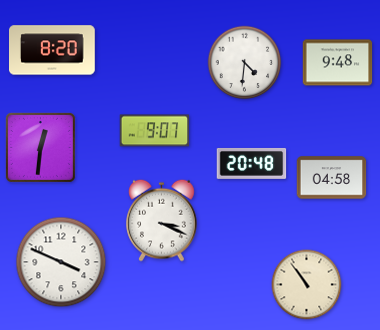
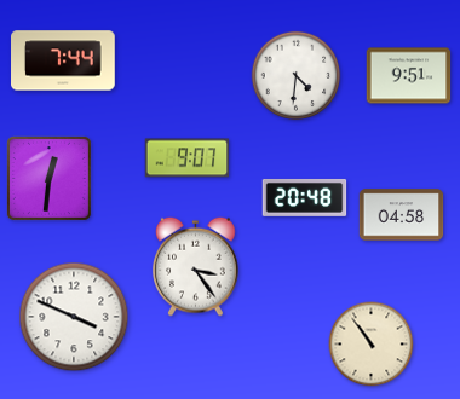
clock at (53, 50): 8:20 -> 7:44
clock at (338, 63): 9:48 -> 9:51
clock at (162, 220): 3:19 -> 3:24
